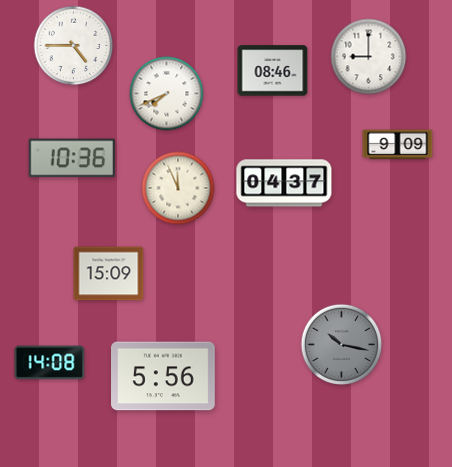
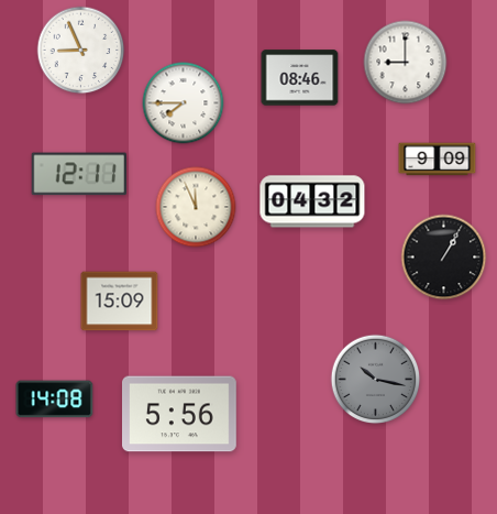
clock at (74, 46): 4:45 -> 8:56
clock at (167, 94): 7:41 -> 7:45
clock at (72, 158): 10:36 -> 12:11
clock at (284, 183): 04:37 -> 04:32
clock at (444, 258): none -> 1:05
